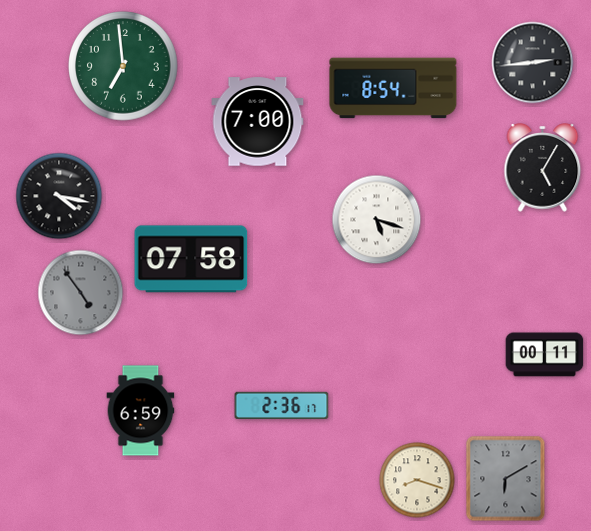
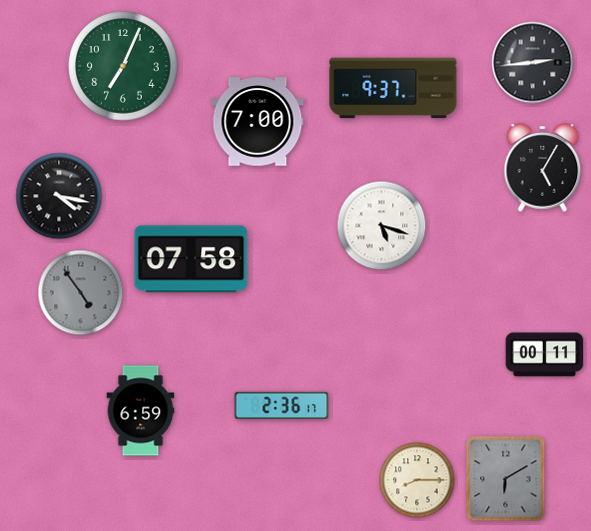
clock at (123, 66): 6:59 -> 7:04
clock at (393, 88): 8:54 -> 9:37
clock at (377, 220) position: (377, 220) -> (382, 226)
clock at (417, 480): 8:18 -> 8:15
